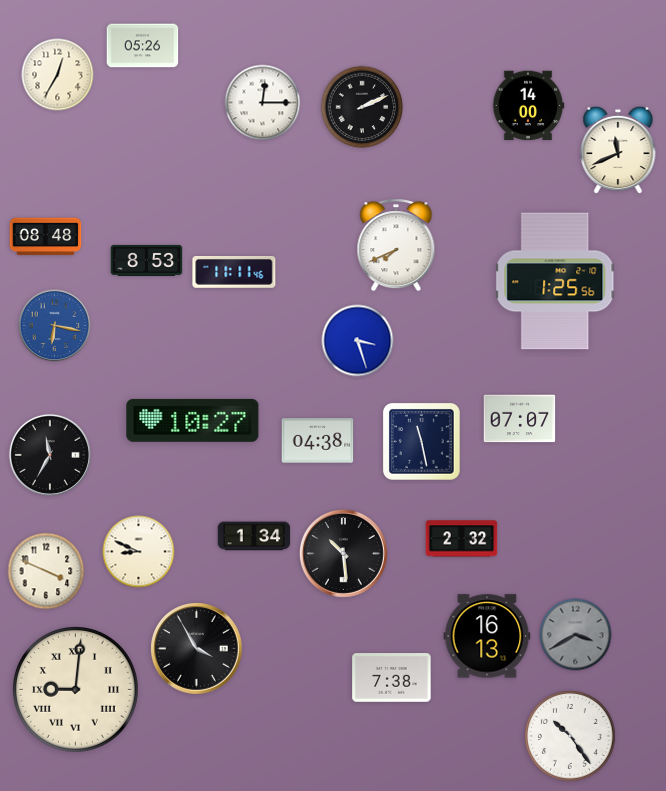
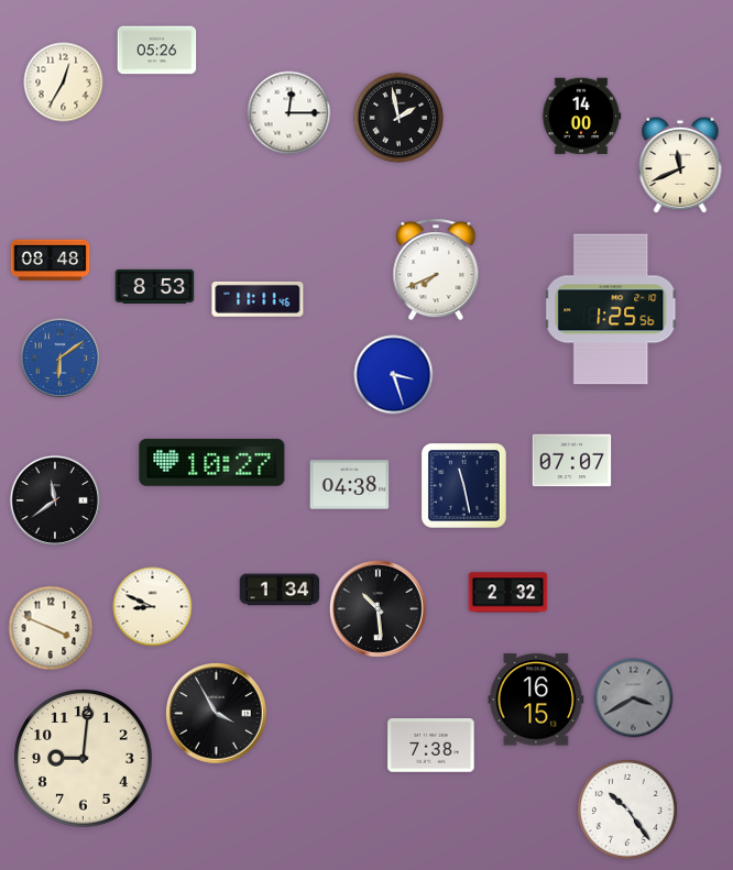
clock at (362, 107): 2:11 -> 1:58
clock at (147, 260) position: (147, 260) -> (155, 286)
clock at (55, 326): 6:17 -> 6:09
clock at (50, 455): 11:35 -> 11:39
clock at (487, 636): 16:13 -> 16:15
clock at (76, 690) numerals: Roman -> Arabic
